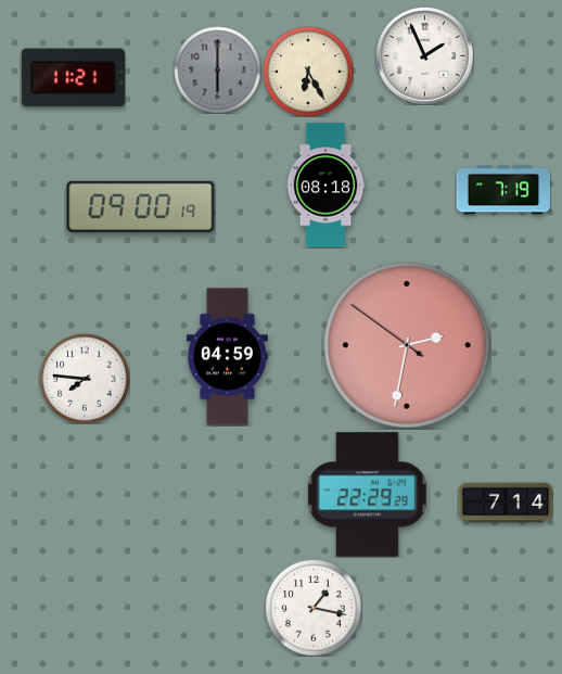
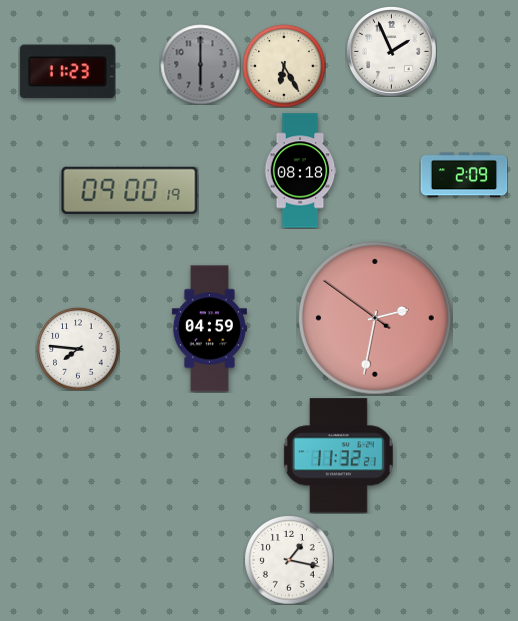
clock at (73, 78): 11:21 -> 11:23
clock at (503, 190): 7:19 -> 2:09
clock at (367, 495): 22:29 -> 11:32
clock at (506, 503): 7:14 -> none
